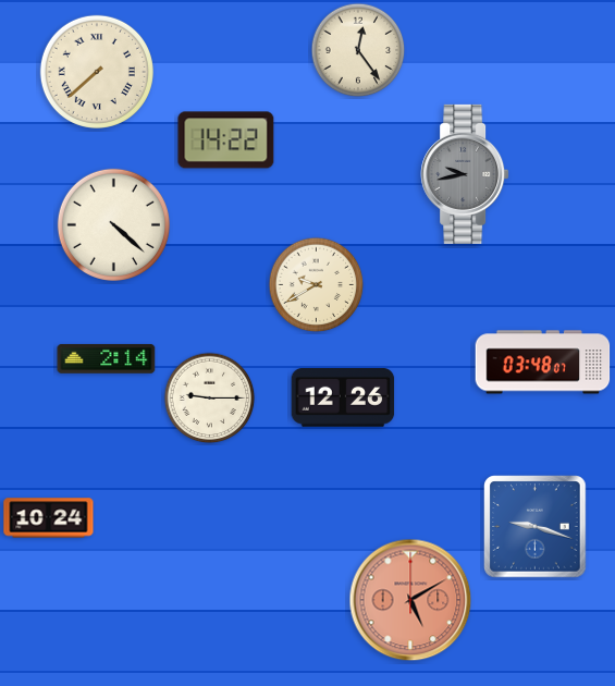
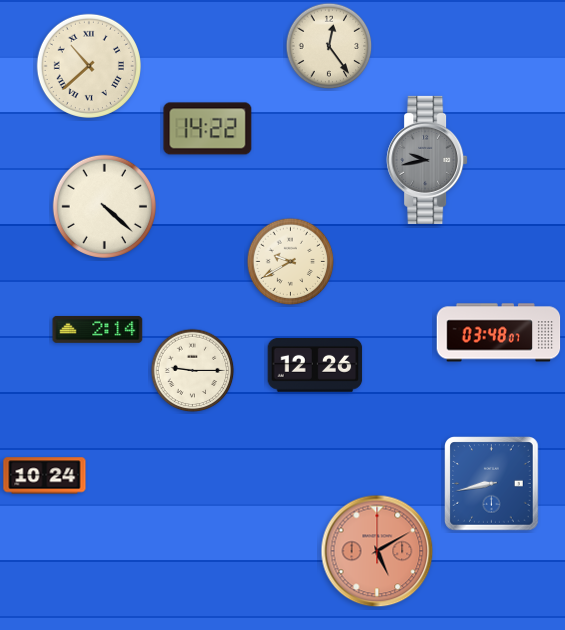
clock at (97, 72): 7:38 -> 10:38
clock at (210, 399) position: (210, 399) -> (193, 371)
clock at (536, 527): 9:18 -> 8:43
